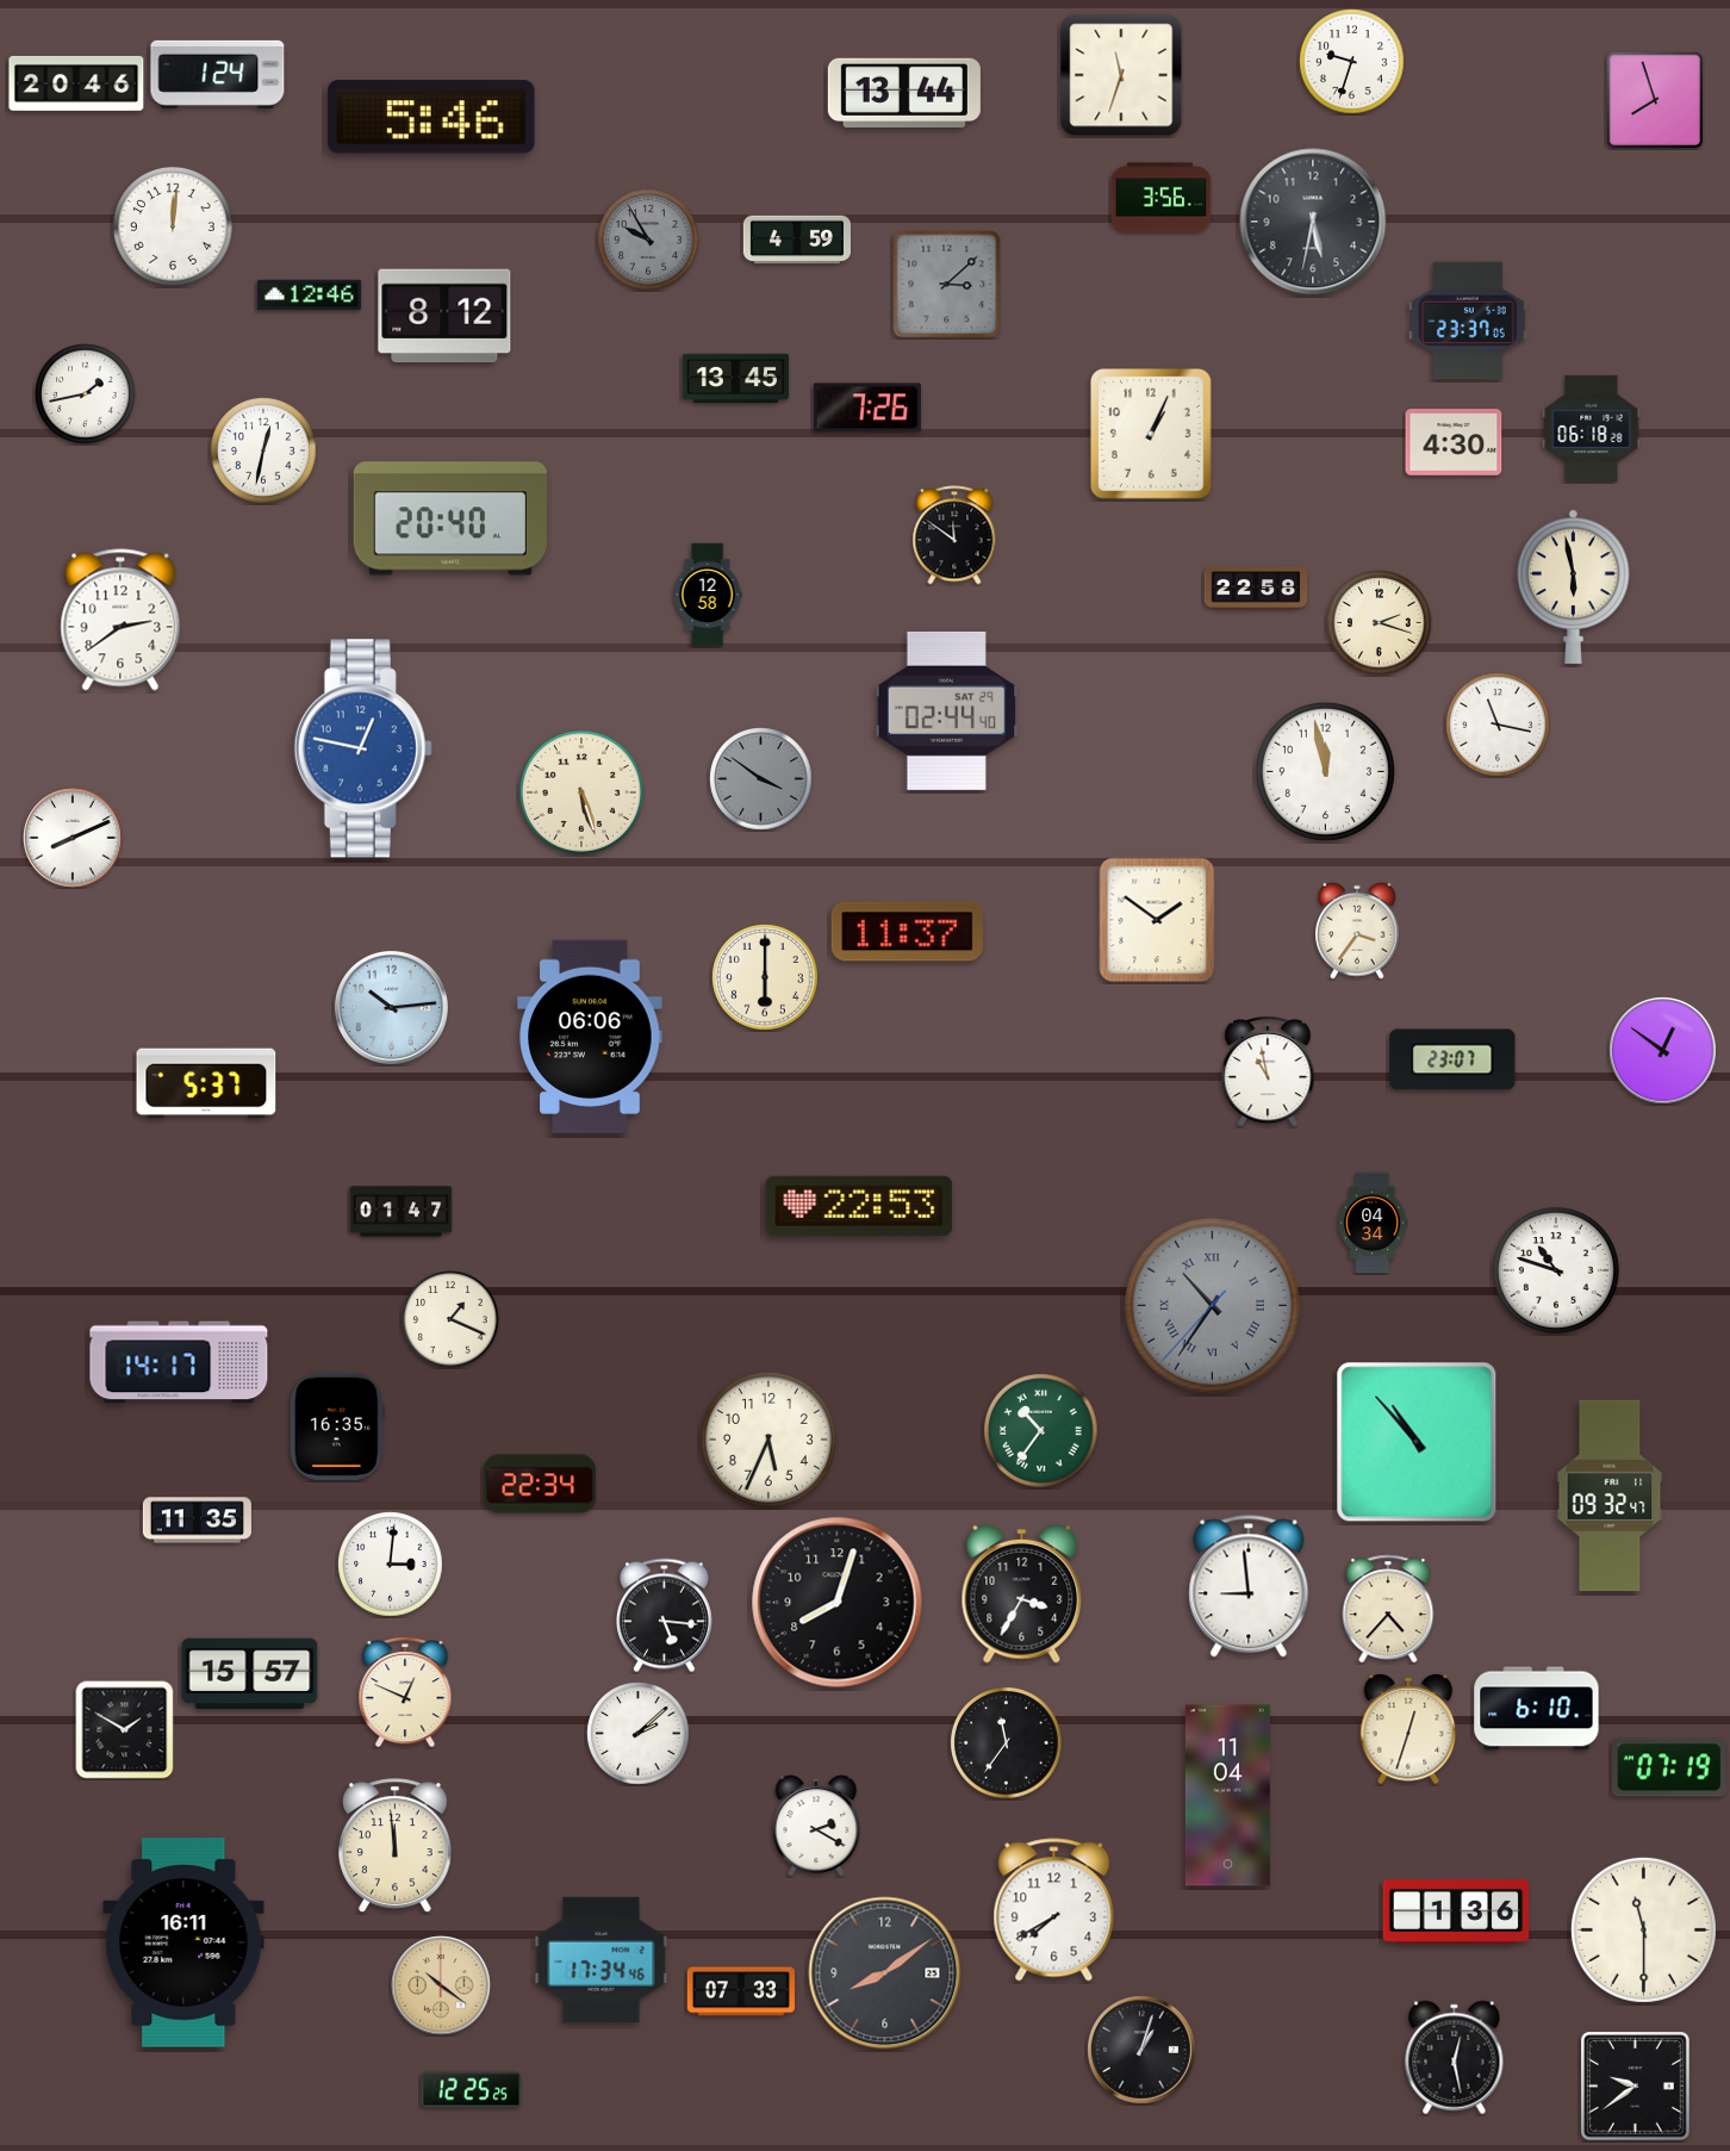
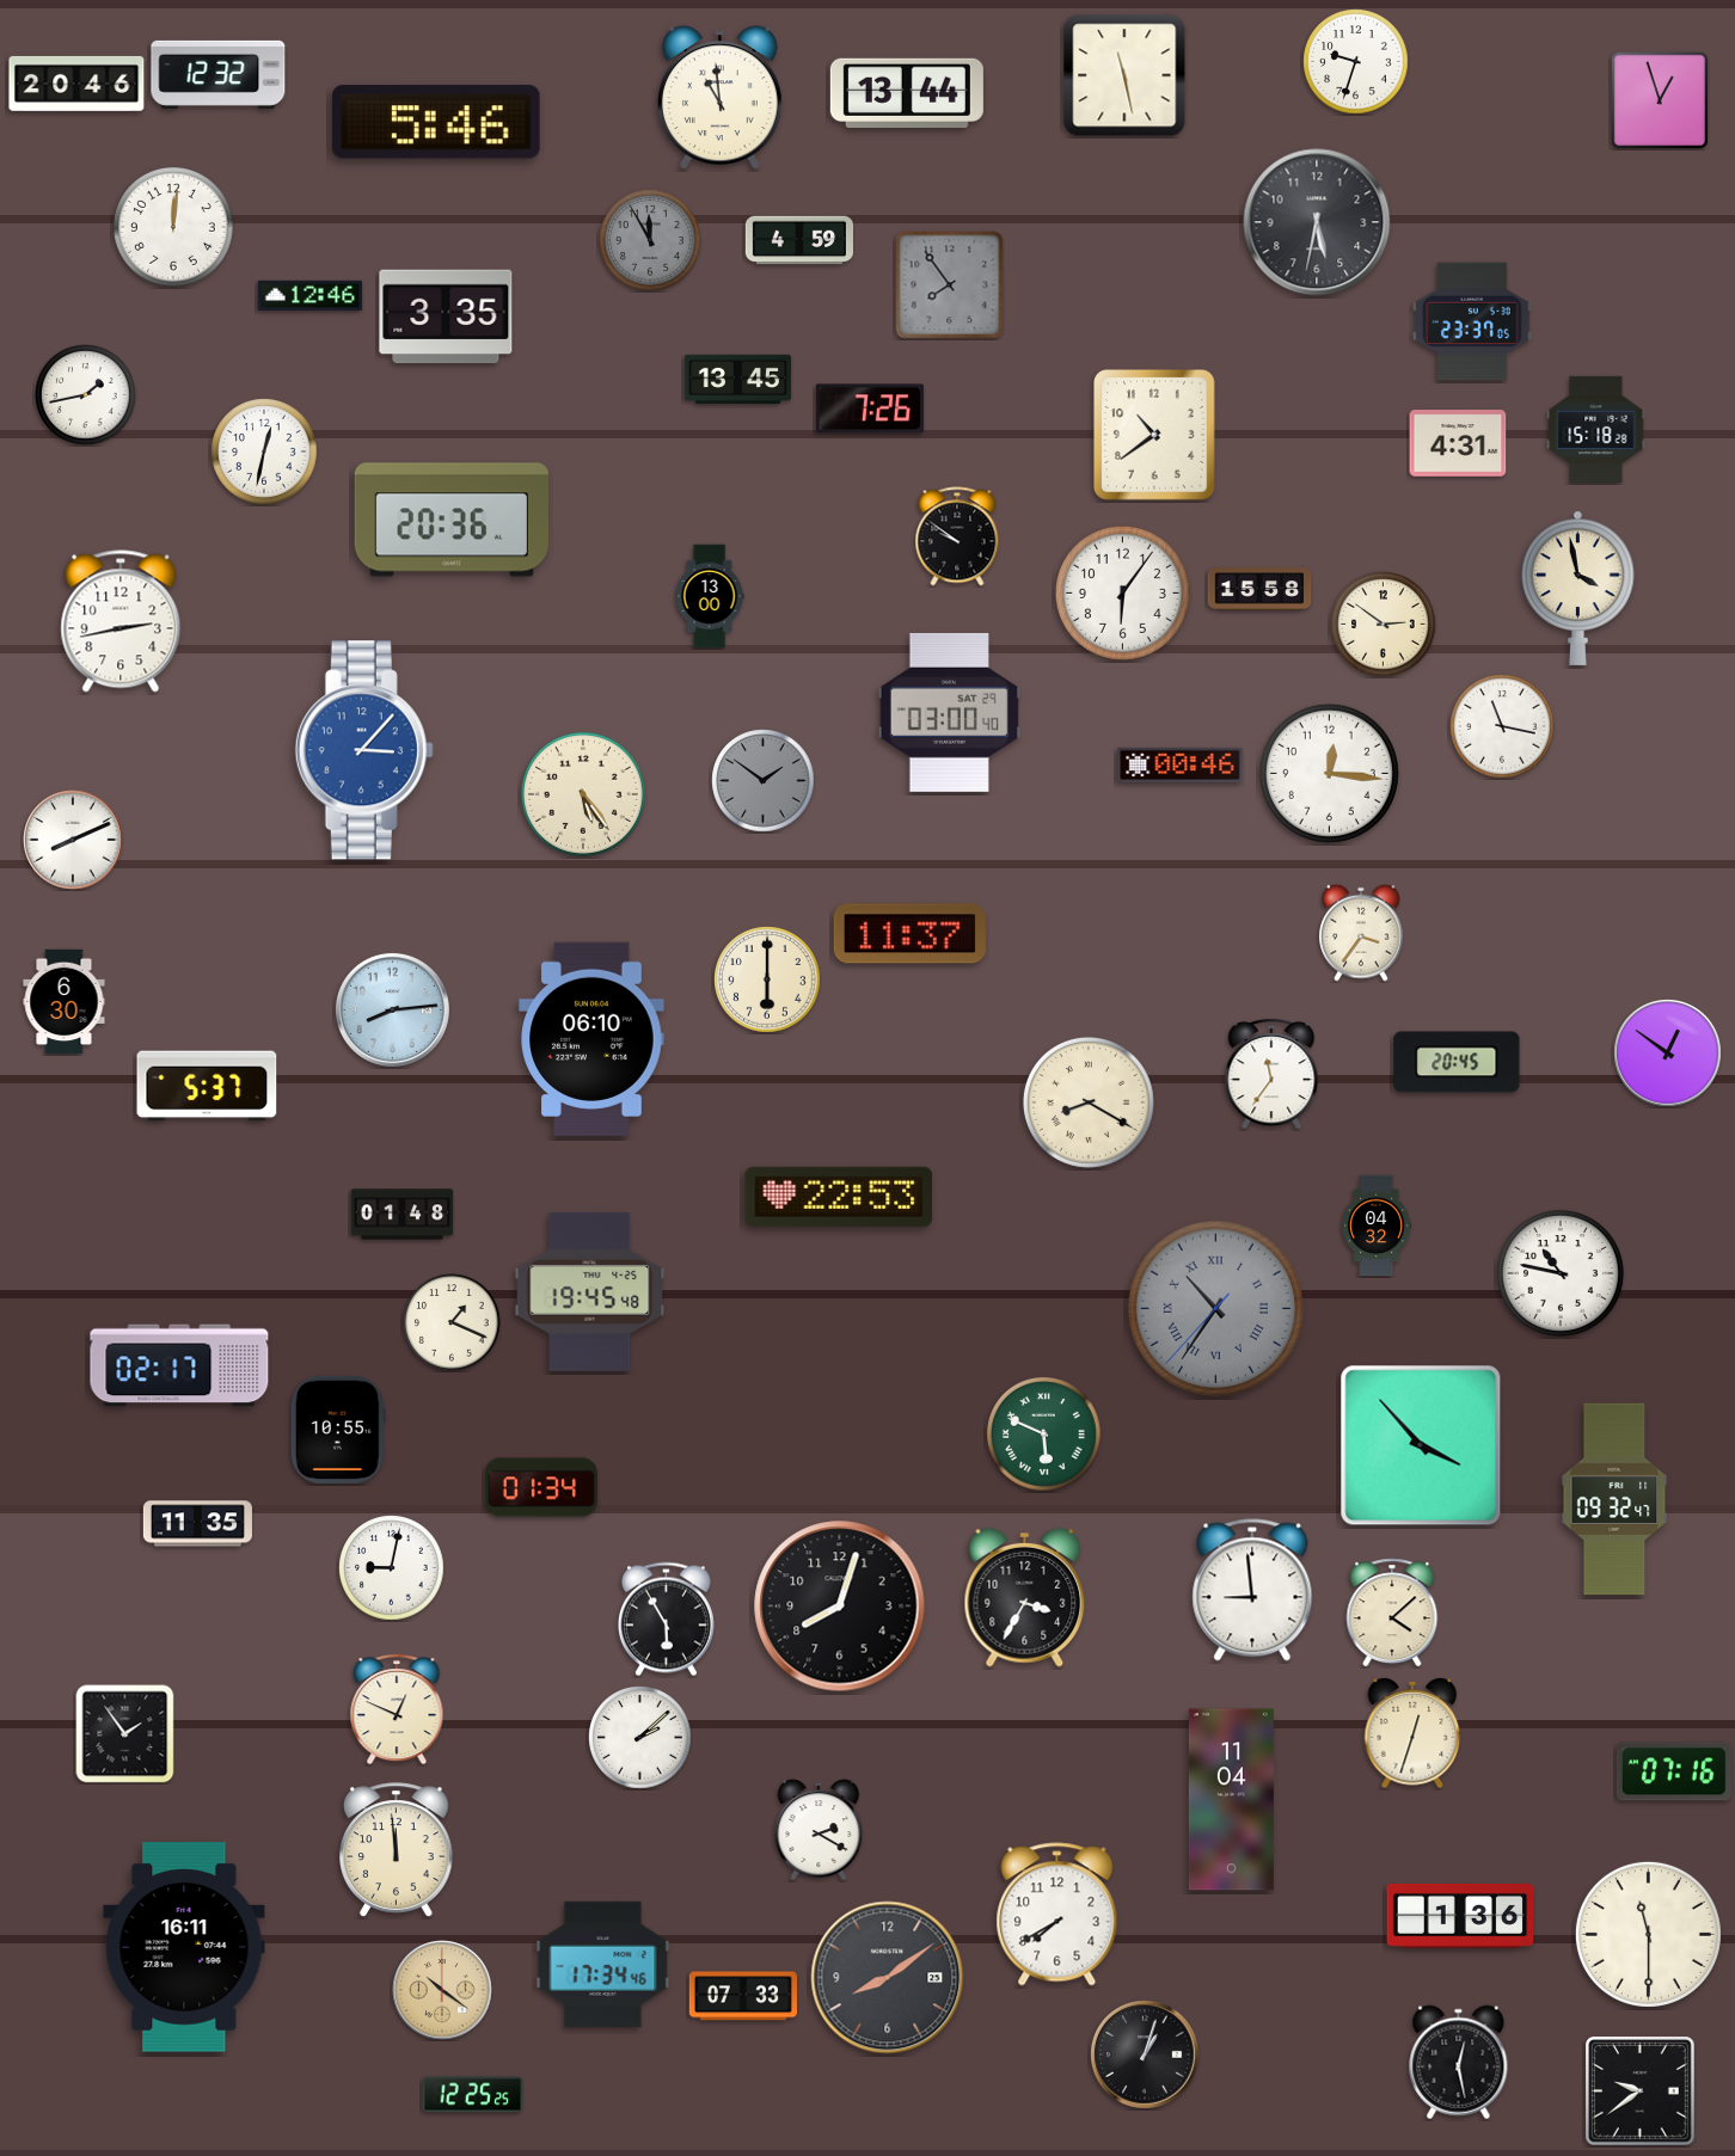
clock at (218, 74): 1:24 -> 12:32
clock at (1121, 75): 11:33 -> 11:28
clock at (721, 98): none -> 10:59
clock at (1655, 100): 7:57 -> 12:57
clock at (431, 117) position: (431, 117) -> (436, 122)
clock at (1162, 198): 3:56 -> none
clock at (648, 240): 9:55 -> 11:55
clock at (947, 285): 3:08 -> 7:54
clock at (444, 316): 8:12 -> 3:35
clock at (1592, 428): 06:18 -> 15:18
clock at (1152, 435): 1:04 -> 10:39
clock at (1454, 442): 4:30 -> 4:31
clock at (450, 518): 20:40 -> 20:36
clock at (954, 535): 11:51 -> 9:51
clock at (1574, 586): 5:58 -> 3:58
clock at (1256, 588): 22:58 -> 15:58
clock at (1122, 592): none -> 6:06
clock at (708, 595): 12:58 -> 13:00
clock at (120, 620): 2:39 -> 2:43
clock at (1380, 623): 2:18 -> 2:51
clock at (946, 710): 02:44 -> 03:00
clock at (363, 748): 12:47 -> 3:07
clock at (1181, 764): none -> 00:46
clock at (1325, 771): 11:58 -> 12:16
clock at (761, 779): 3:51 -> 1:51
clock at (581, 792): 5:27 -> 5:24
clock at (1157, 920): 1:51 -> none
clock at (65, 1002): none -> 6:30
clock at (391, 1007): 10:14 -> 8:14
clock at (590, 1037): 06:06 -> 06:10
clock at (1452, 1059): 23:07 -> 20:45
clock at (1268, 1073): 10:58 -> 11:36
clock at (1089, 1102): none -> 8:20
clock at (859, 1206) position: (859, 1206) -> (839, 1197)
clock at (402, 1212): 01:47 -> 01:48
clock at (1374, 1223): 04:34 -> 04:32
clock at (1556, 1270): 10:48 -> 10:47
clock at (590, 1291): none -> 19:45
clock at (179, 1362): 14:17 -> 02:17
clock at (337, 1426): 16:35 -> 10:55
clock at (1041, 1431): 10:36 -> 5:49
clock at (768, 1440): 5:34 -> none
clock at (1417, 1442): 10:53 -> 3:53
clock at (540, 1484): 22:34 -> 01:34
clock at (391, 1565): 3:01 -> 9:02
clock at (1388, 1609): 4:37 -> 4:08
clock at (664, 1616): 5:16 -> 5:55
clock at (250, 1674): 15:57 -> none
clock at (405, 1693) position: (405, 1693) -> (397, 1710)
clock at (1537, 1709): 6:10 -> none
clock at (125, 1730): 1:50 -> 1:54
clock at (1007, 1743): 11:36 -> none
clock at (1669, 1767): 07:19 -> 07:16
